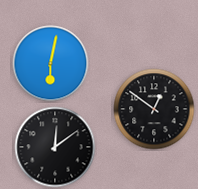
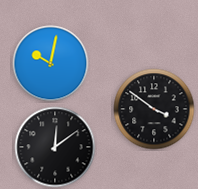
clock at (51, 64): 6:02 -> 10:02
clock at (154, 109): 12:51 -> 3:51
